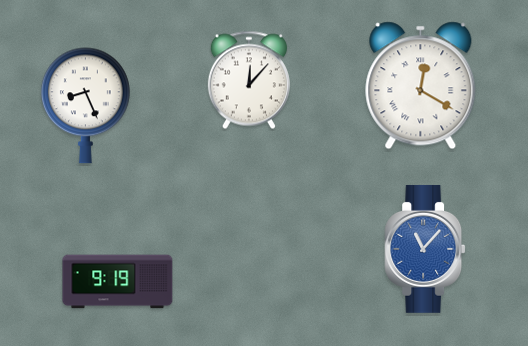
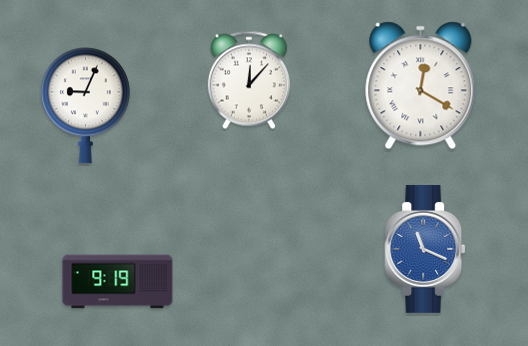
clock at (86, 106): 8:26 -> 9:04
clock at (425, 249): 11:07 -> 11:19
